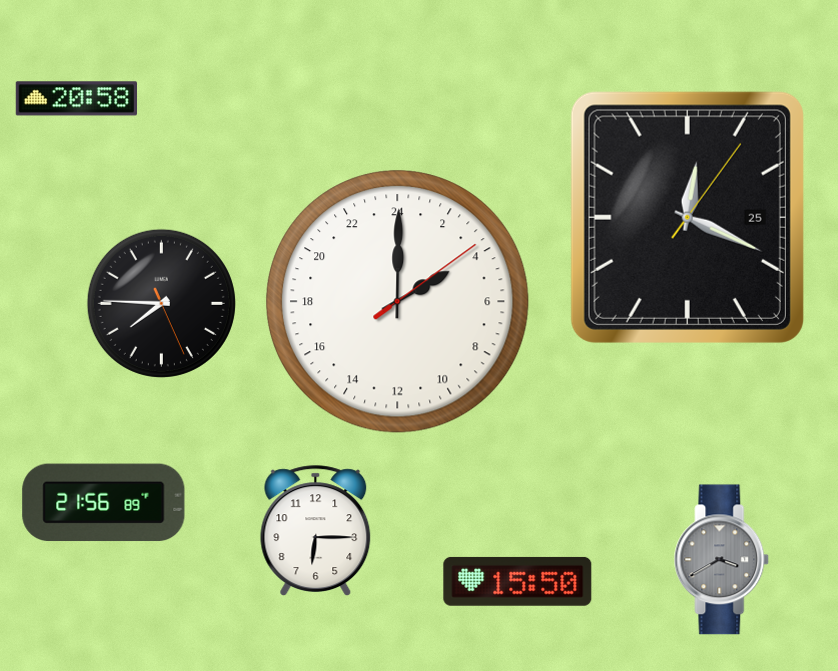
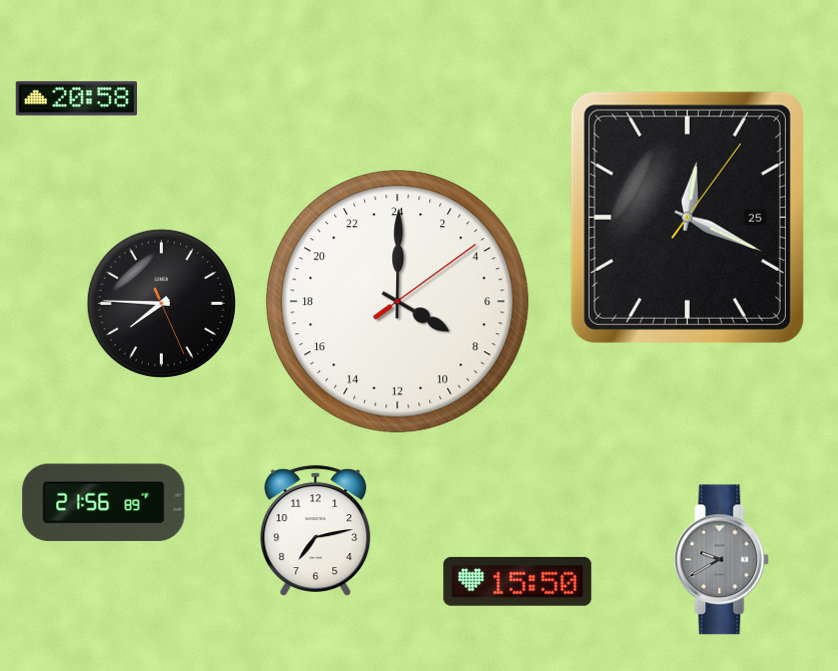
clock at (398, 302): 4:00 -> 8:00
clock at (316, 530): 6:15 -> 7:13
clock at (722, 560): 3:40 -> 9:40
